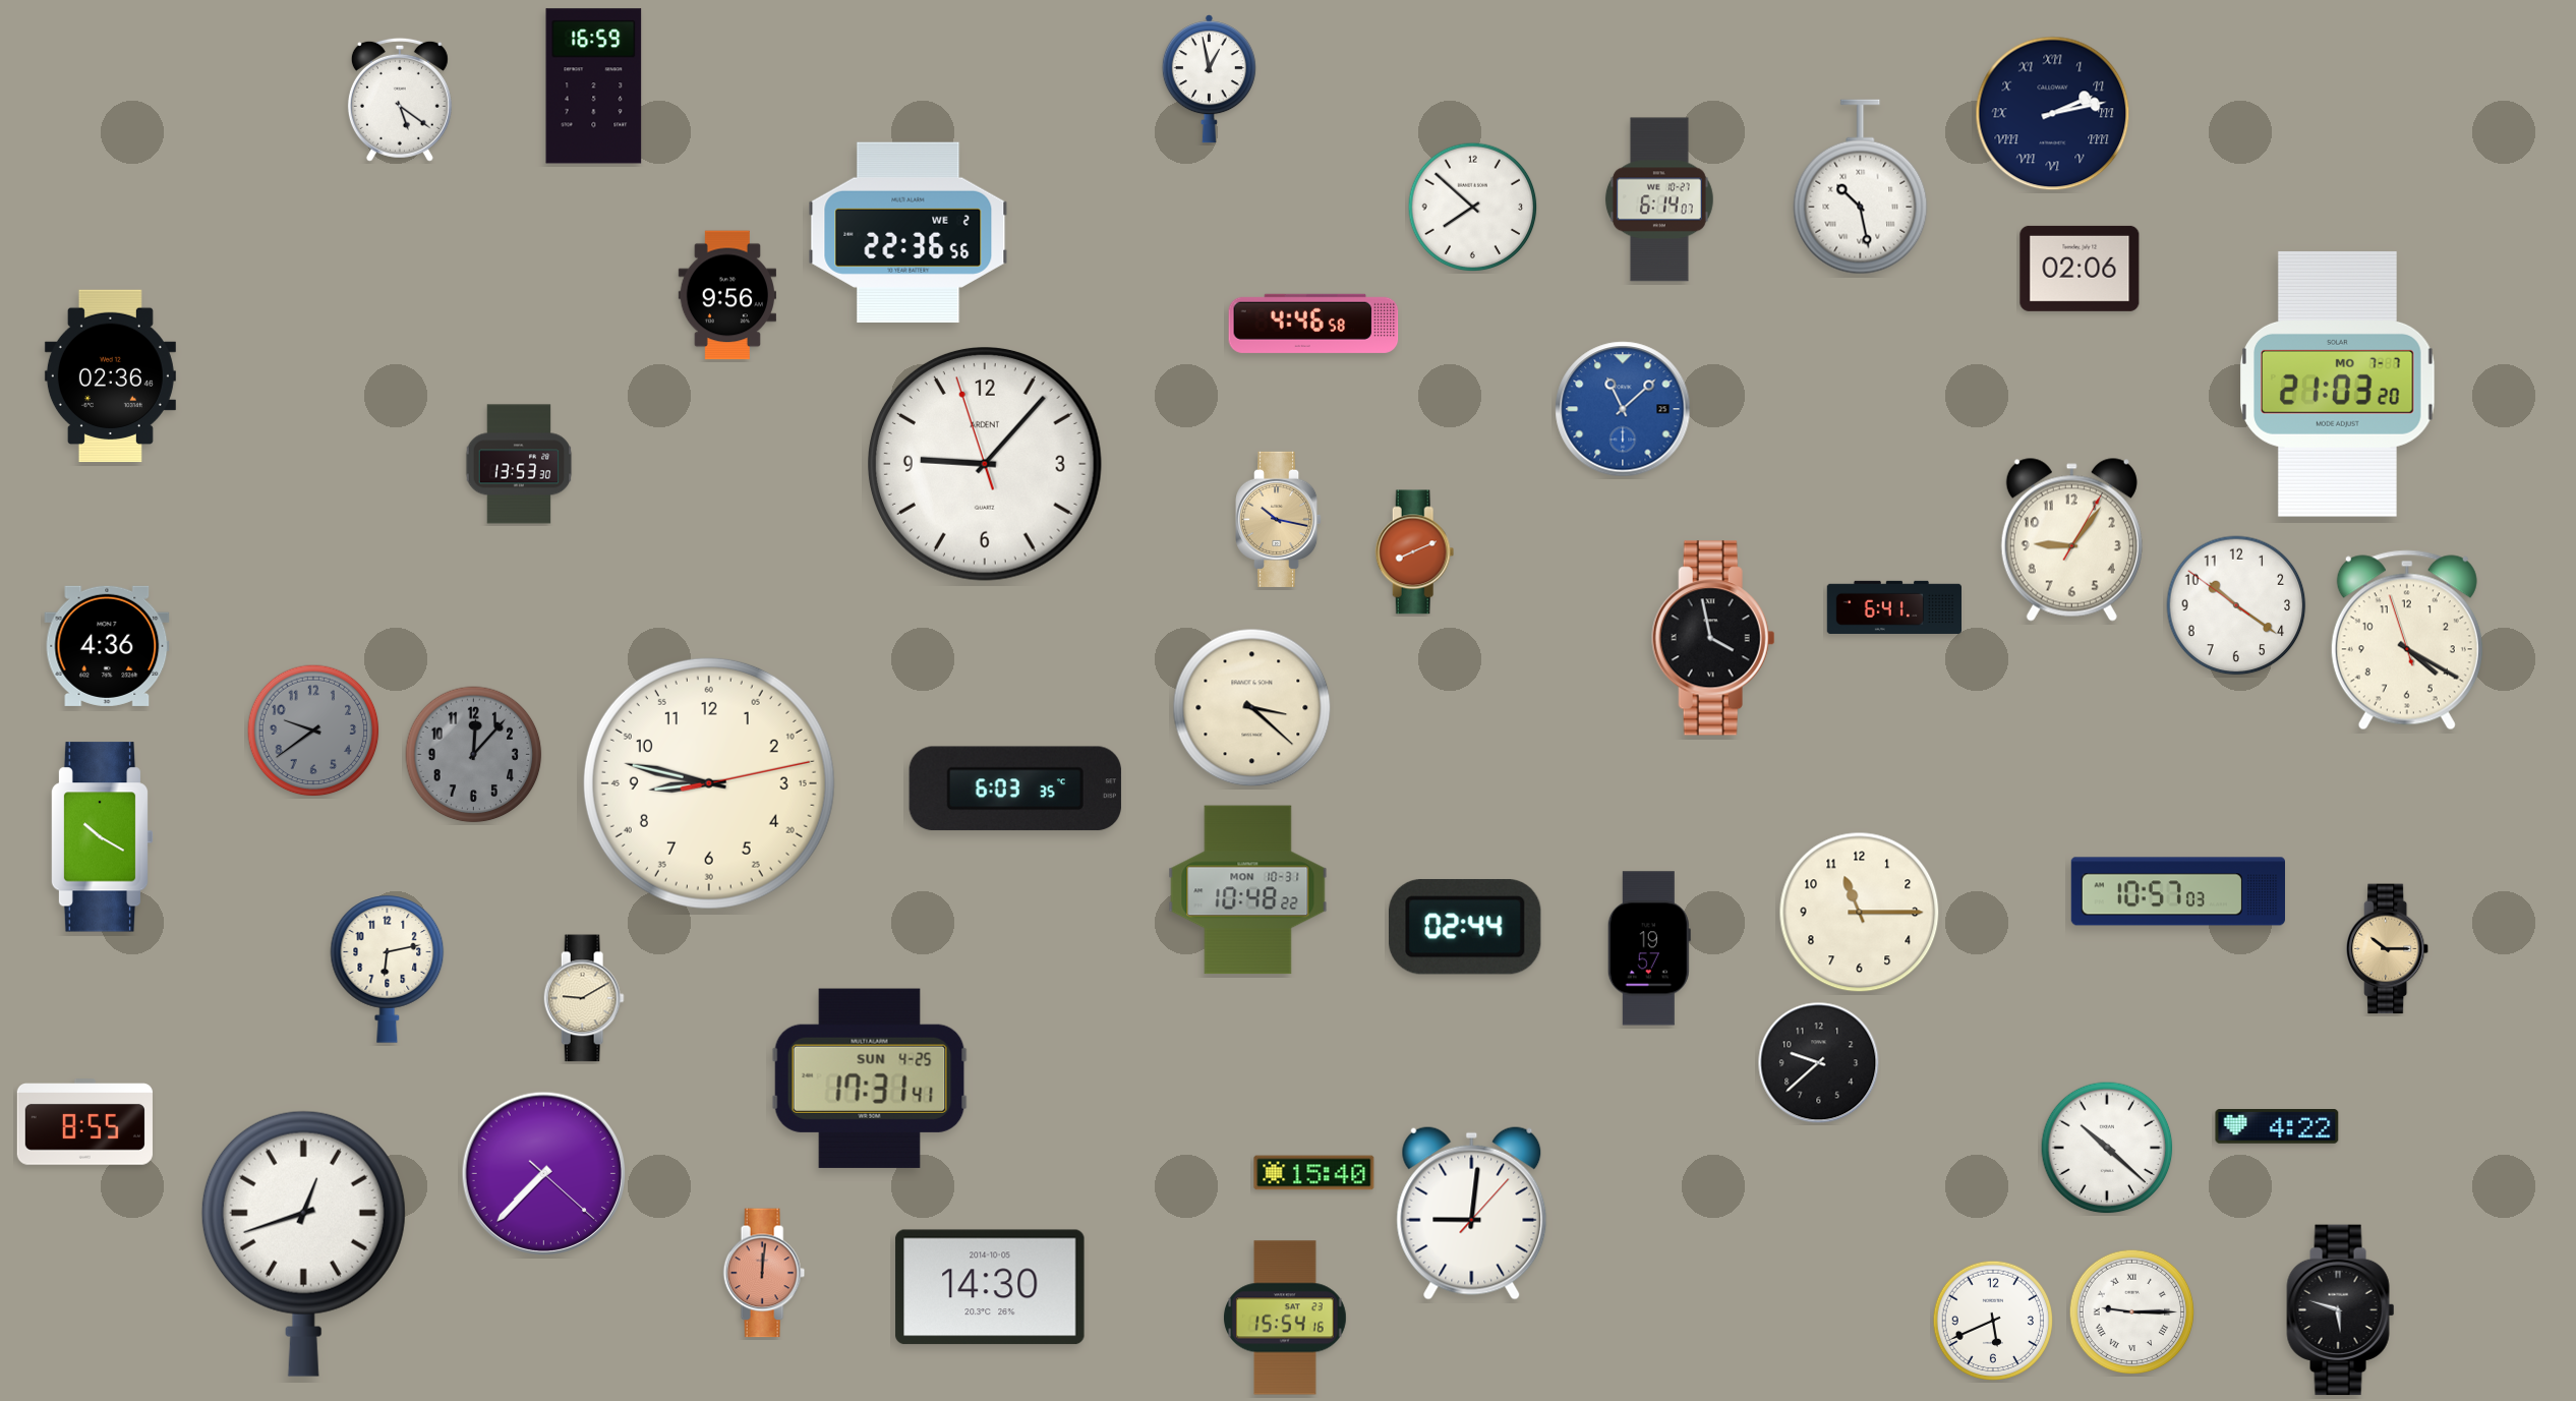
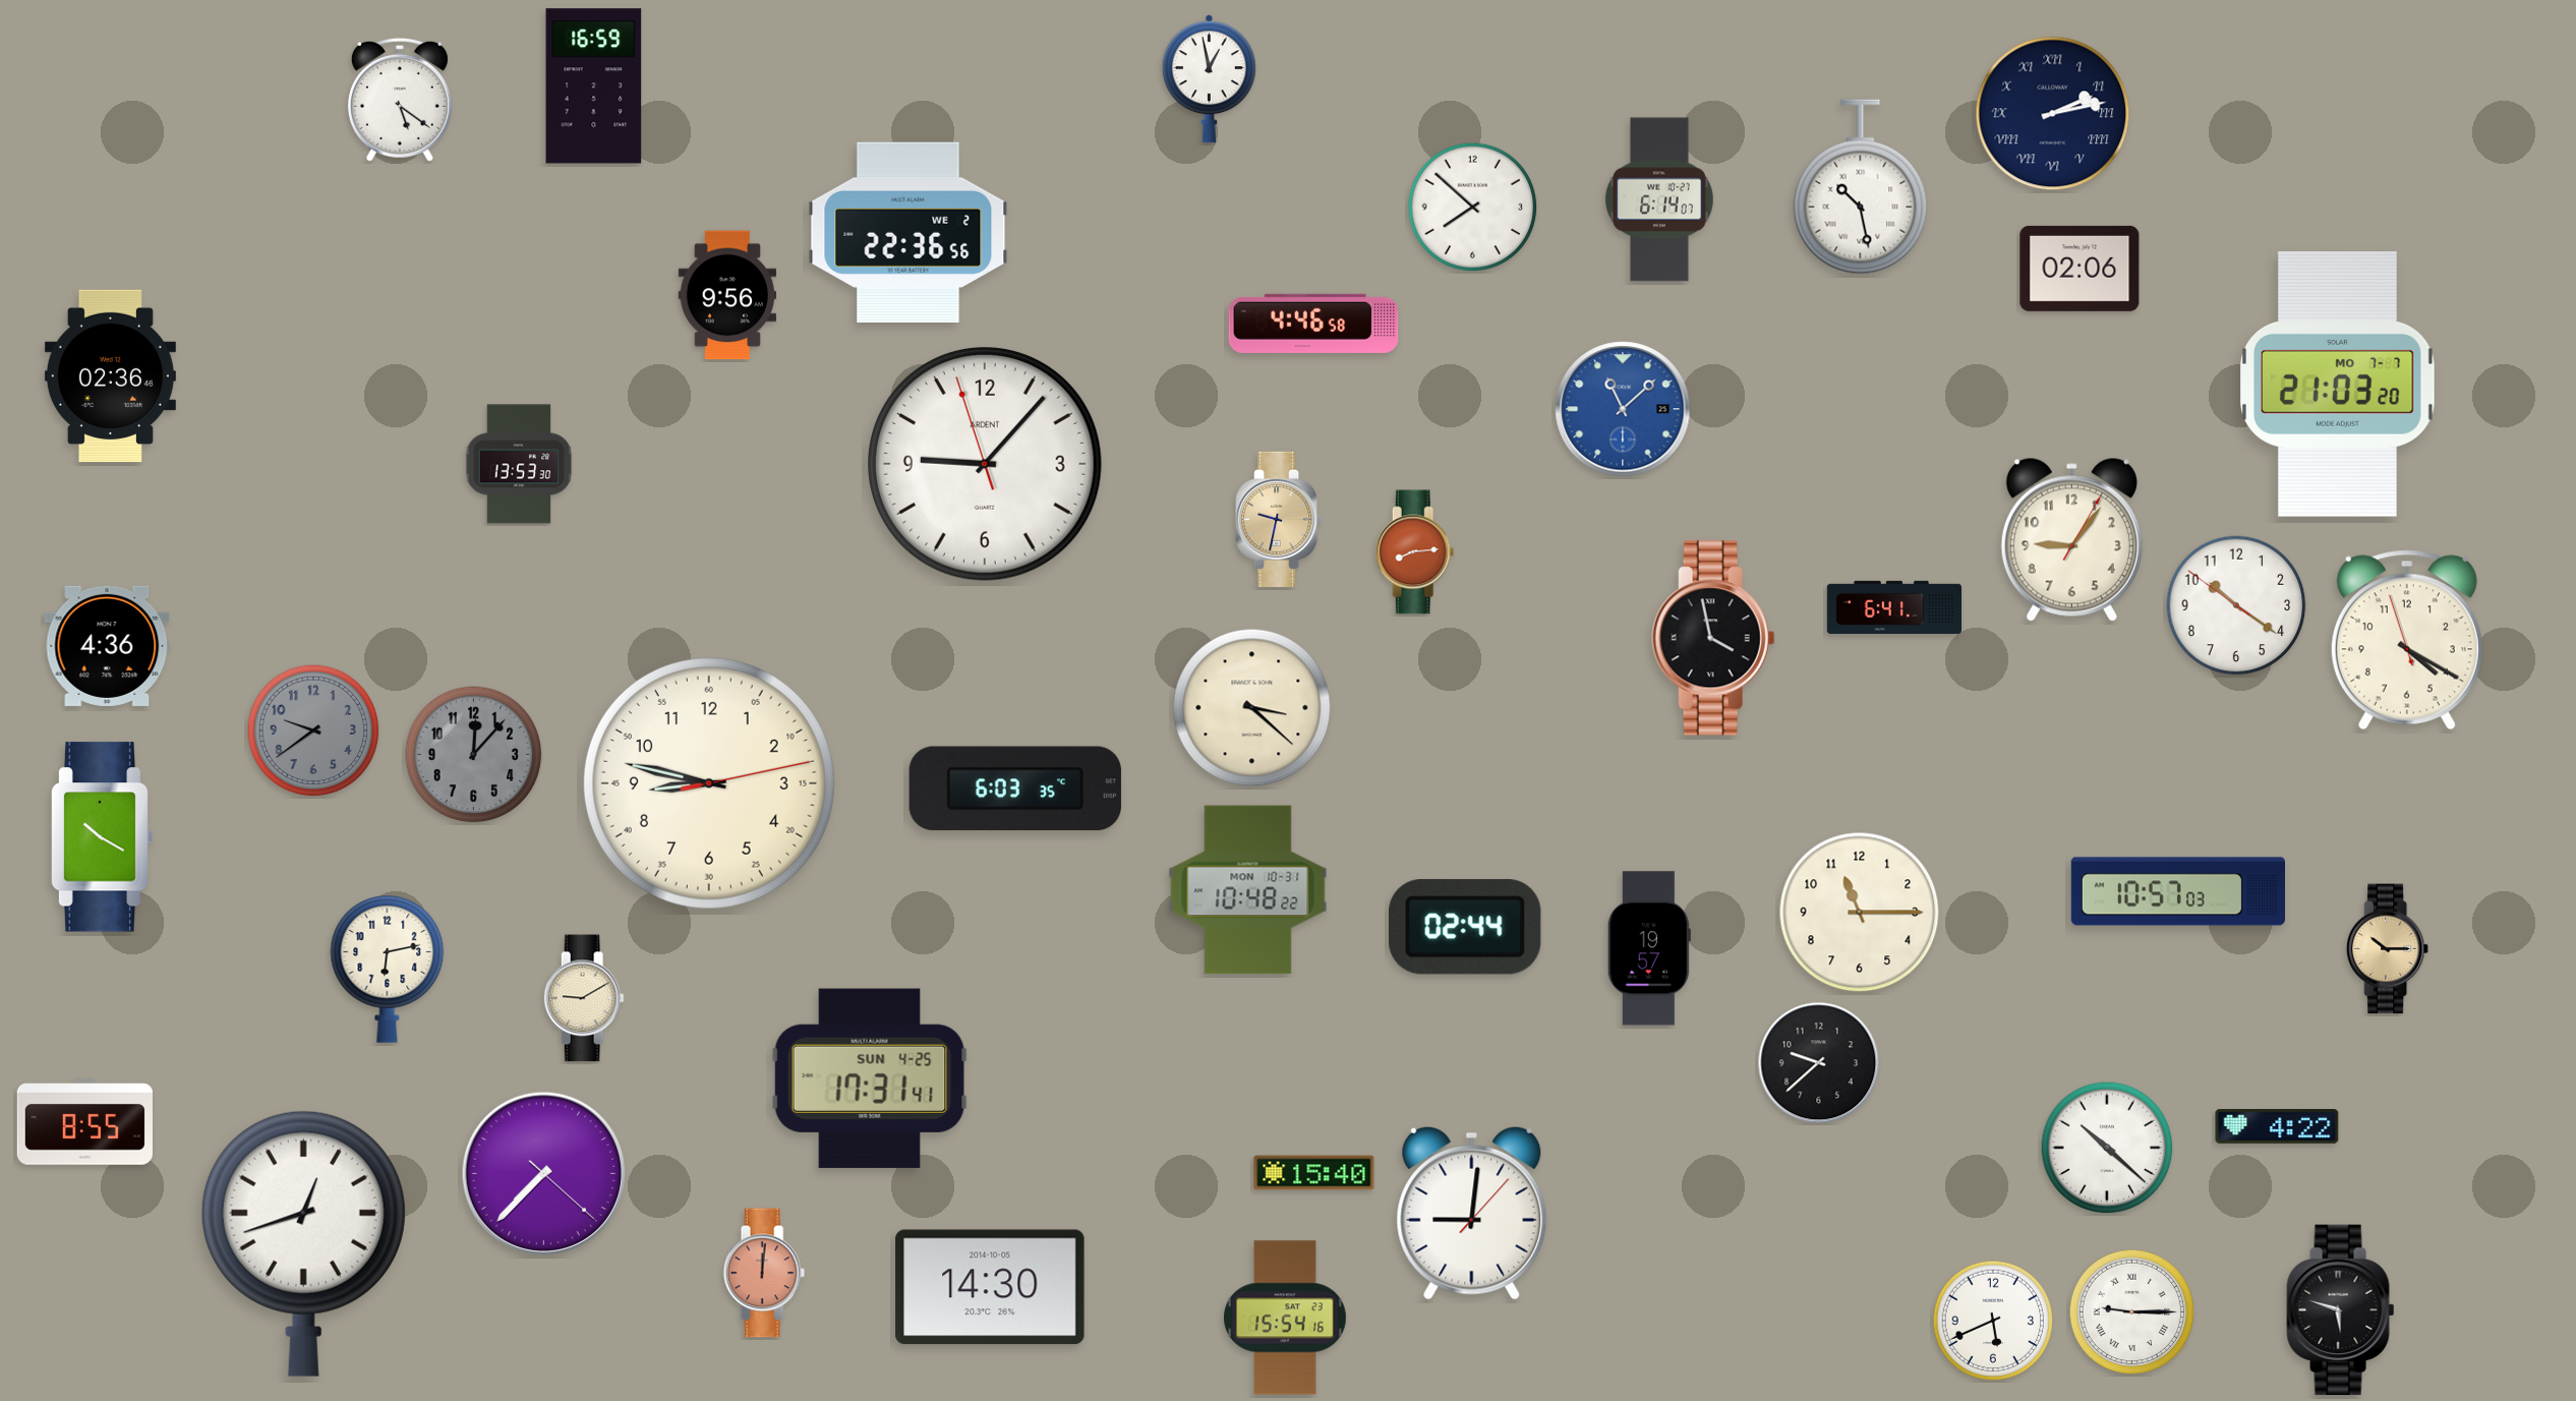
clock at (1280, 519): 10:17 -> 9:32
clock at (1415, 552): 8:11 -> 8:14
